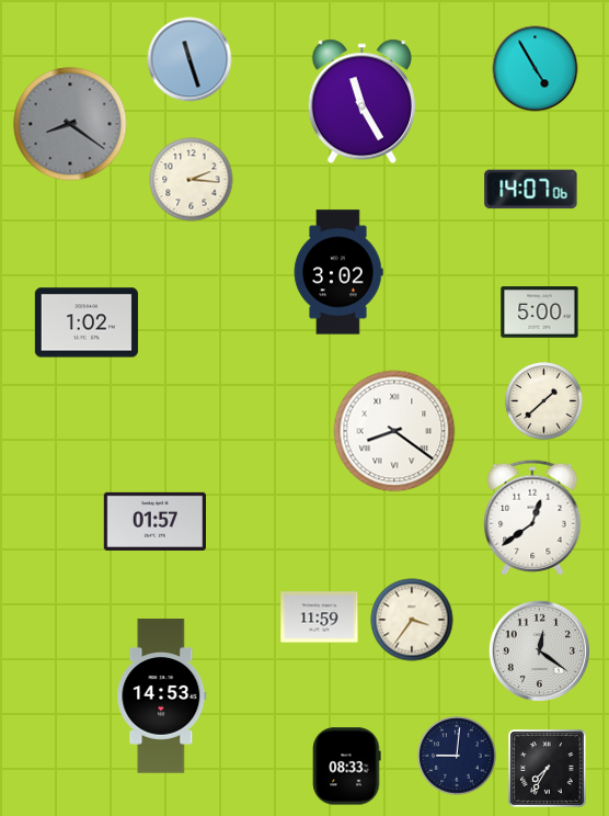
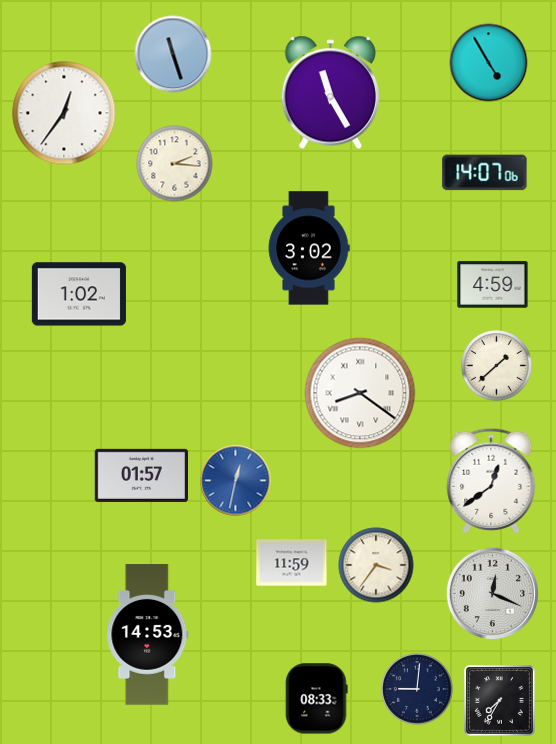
clock at (70, 124): 8:21 -> 12:36
clock at (70, 124) dial: grey -> white
clock at (540, 313): 5:00 -> 4:59
clock at (532, 518) position: (532, 518) -> (491, 481)
clock at (236, 481): none -> 12:32
clock at (539, 650): 12:21 -> 12:19
